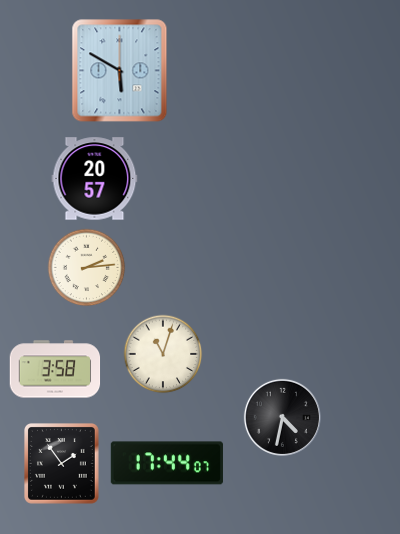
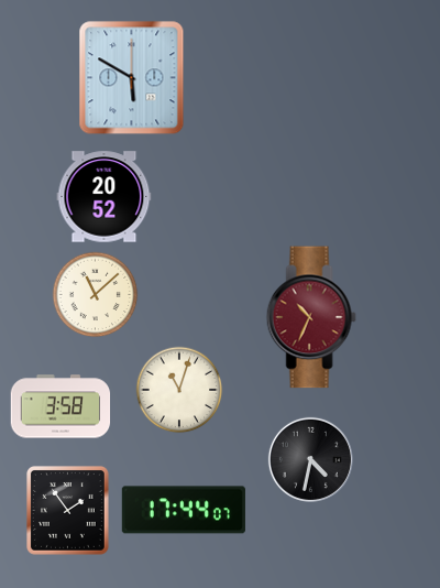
clock at (95, 179): 20:57 -> 20:52
clock at (87, 268): 2:14 -> 11:08
clock at (311, 317): none -> 10:34
